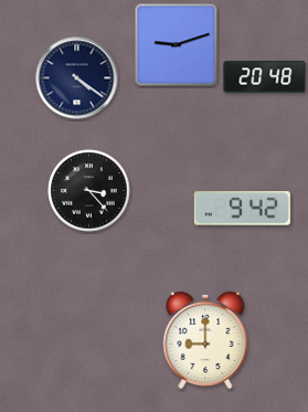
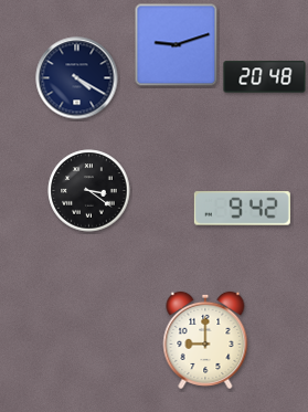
clock at (77, 78): 4:21 -> 4:20
clock at (89, 191): 3:23 -> 3:21
